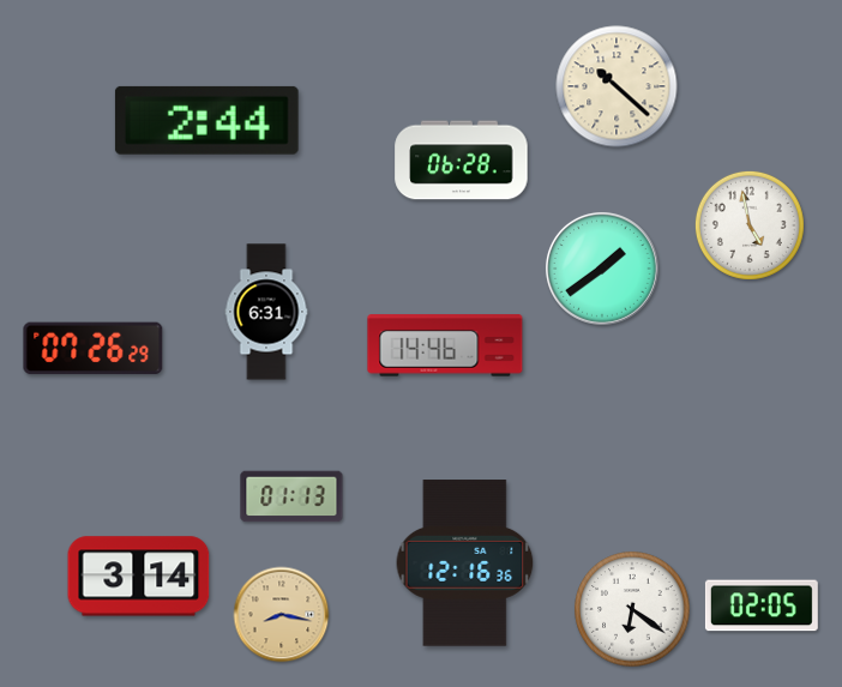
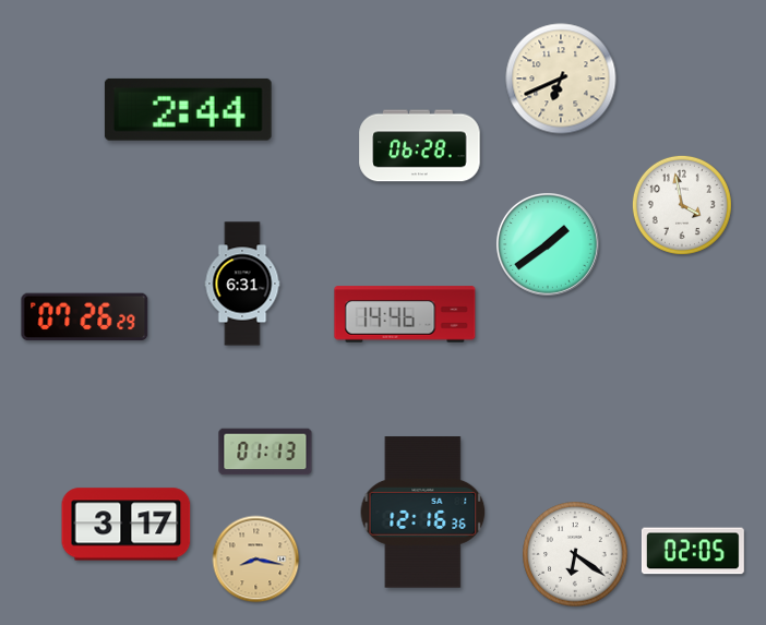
clock at (617, 86): 10:22 -> 6:41
clock at (750, 225): 4:58 -> 3:58
clock at (139, 577): 3:14 -> 3:17
